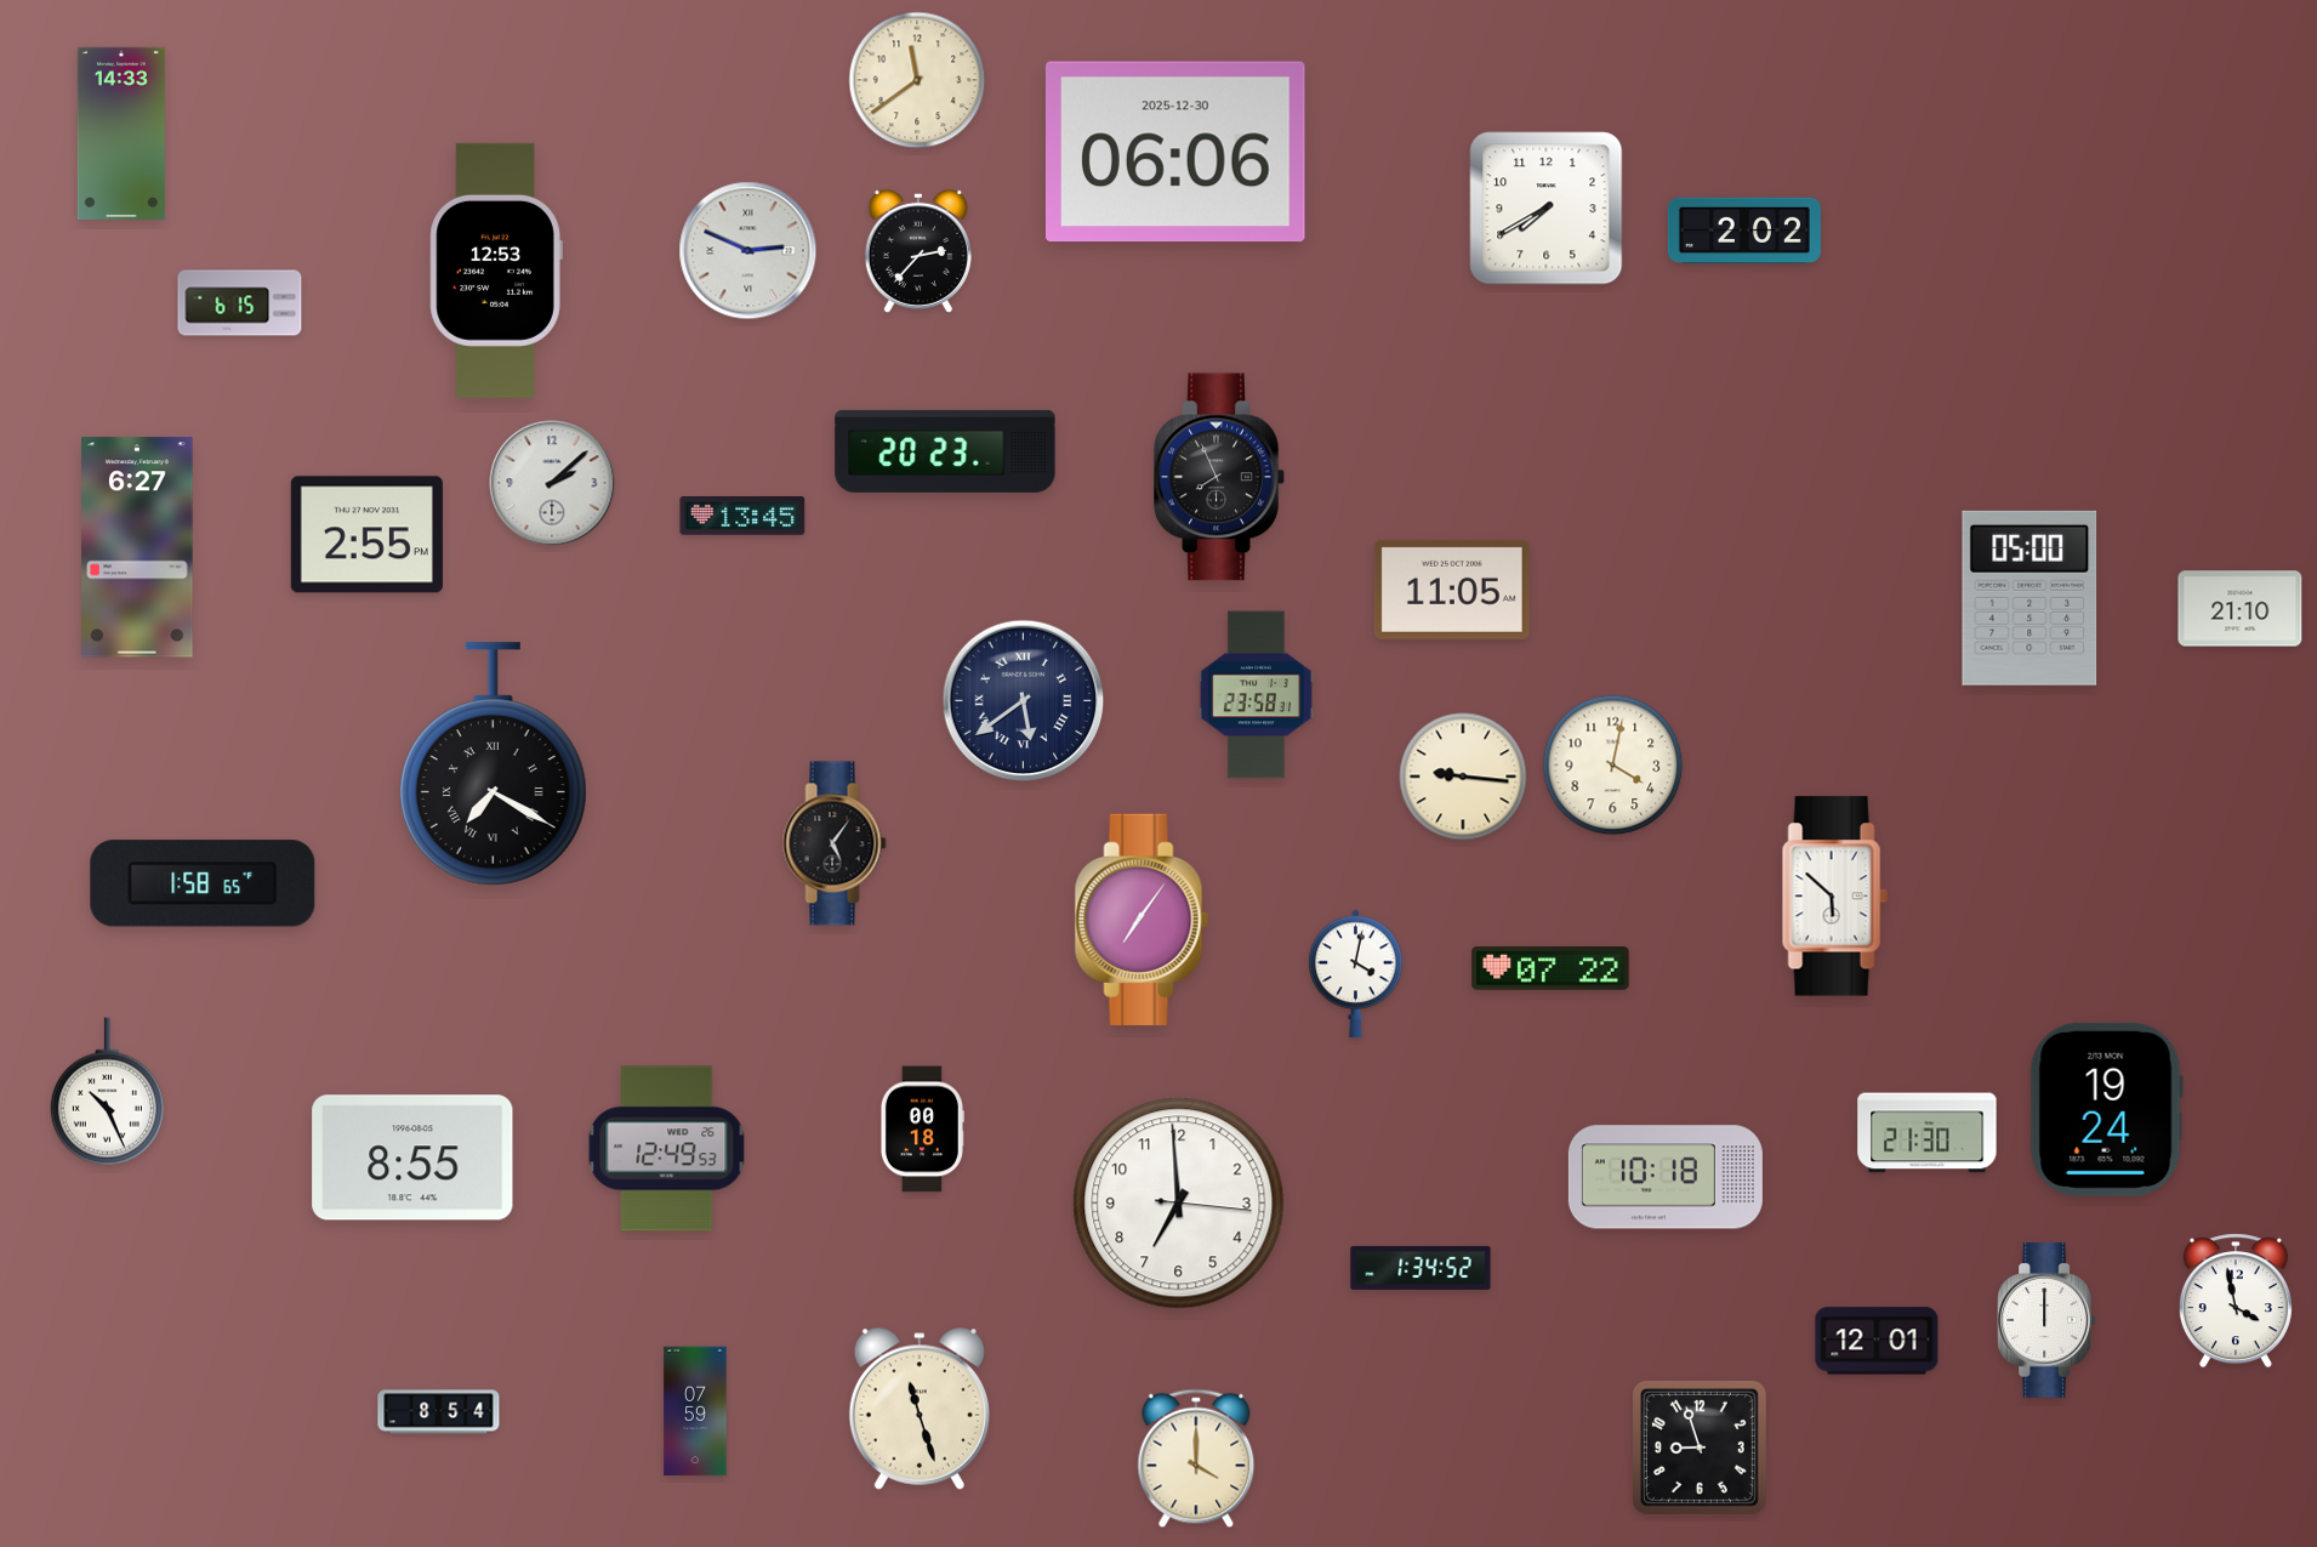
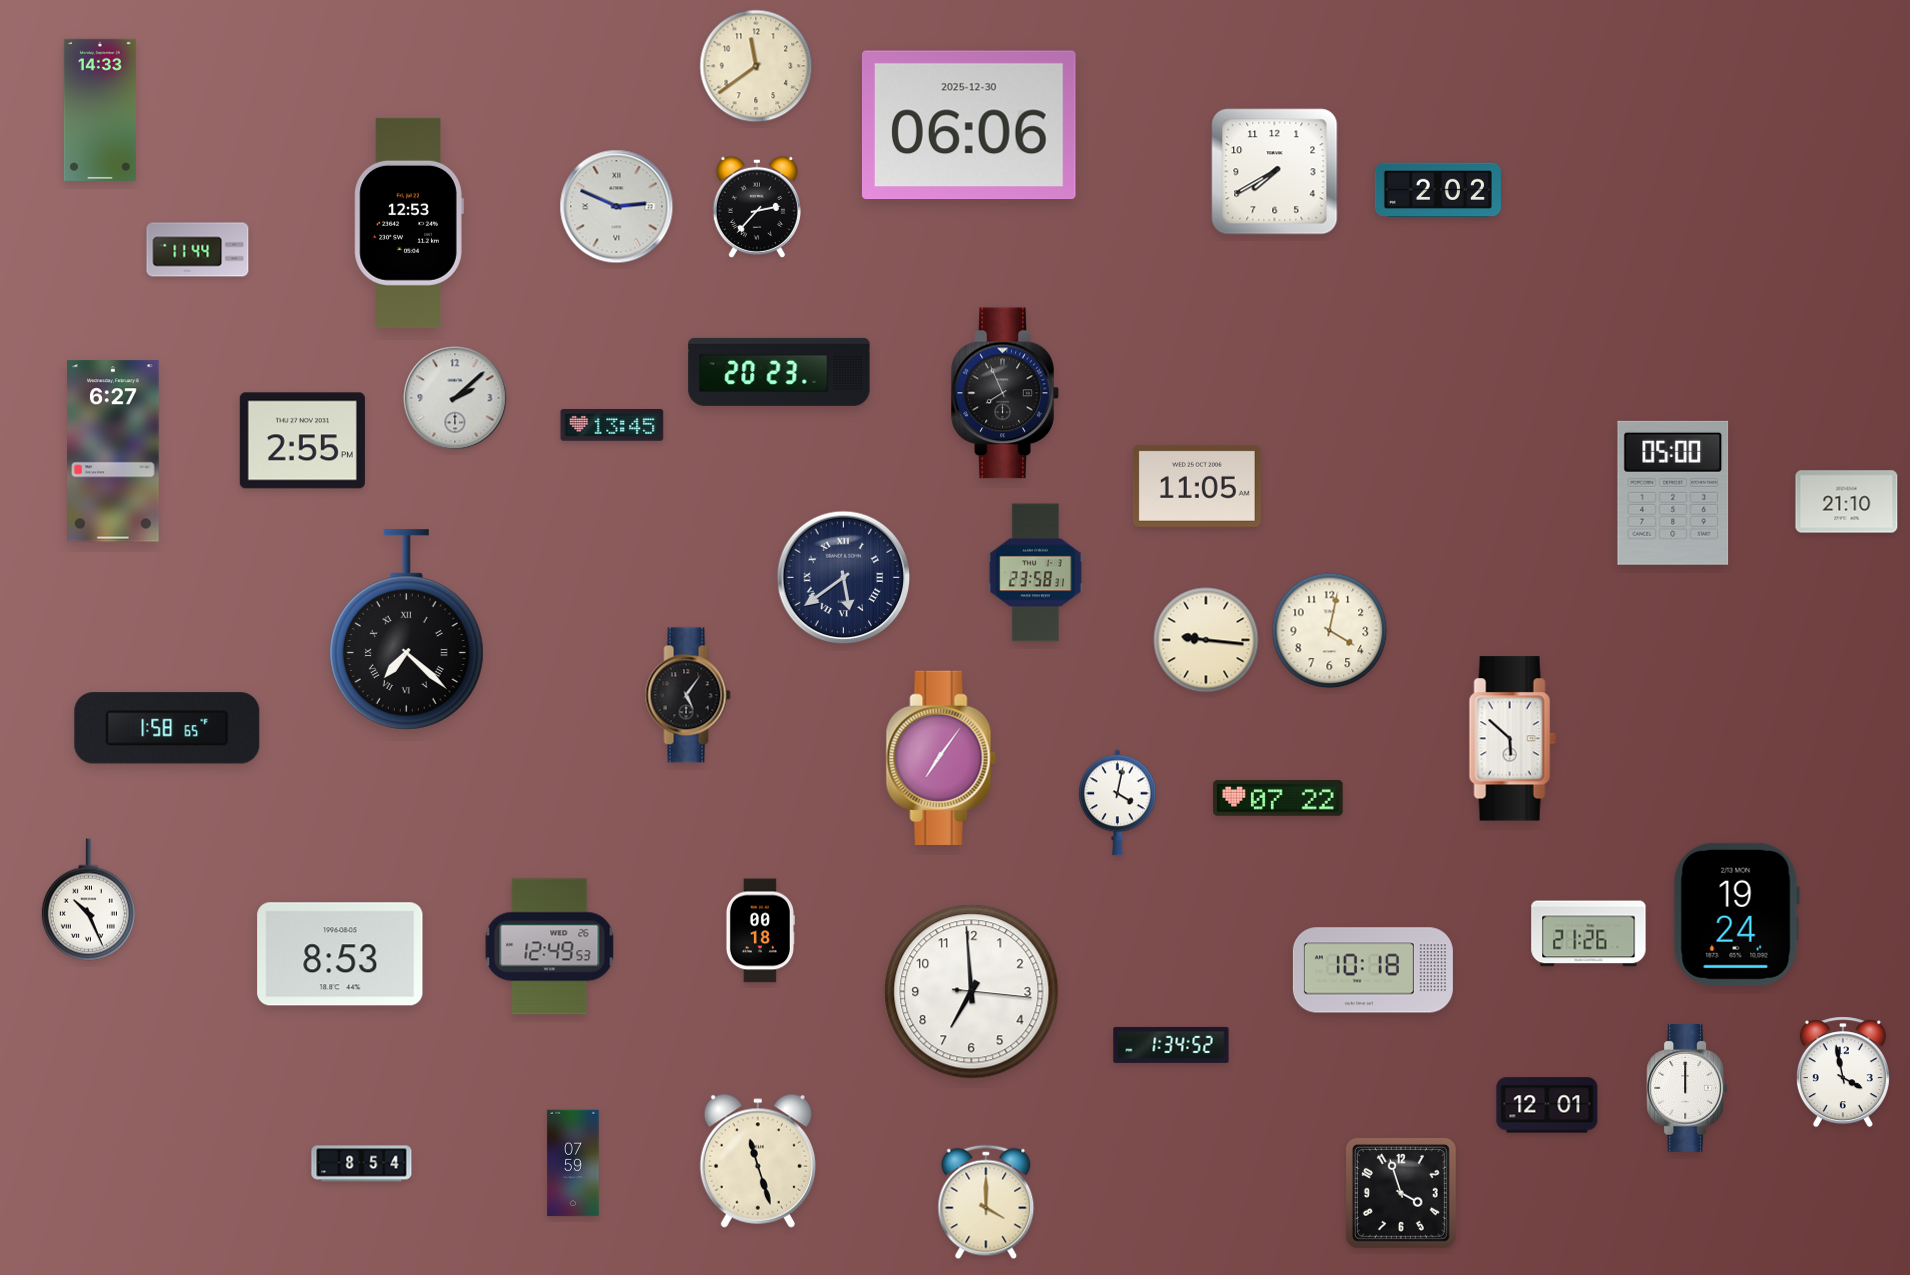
clock at (240, 303): 6:15 -> 11:44
clock at (493, 764): 7:20 -> 7:22
clock at (1928, 1133): 21:30 -> 21:26
clock at (412, 1158): 8:55 -> 8:53
clock at (1700, 1448): 8:57 -> 3:57
